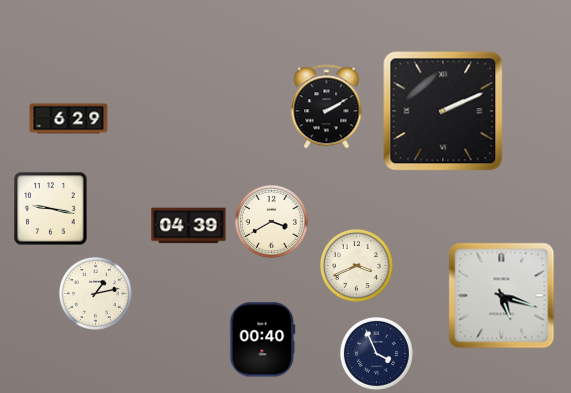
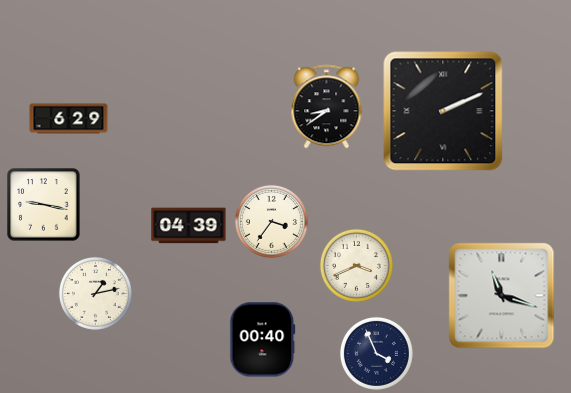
clock at (327, 107): 2:10 -> 8:39
clock at (51, 209) position: (51, 209) -> (44, 205)
clock at (271, 221): 3:40 -> 3:36
clock at (502, 296): 5:18 -> 11:18
